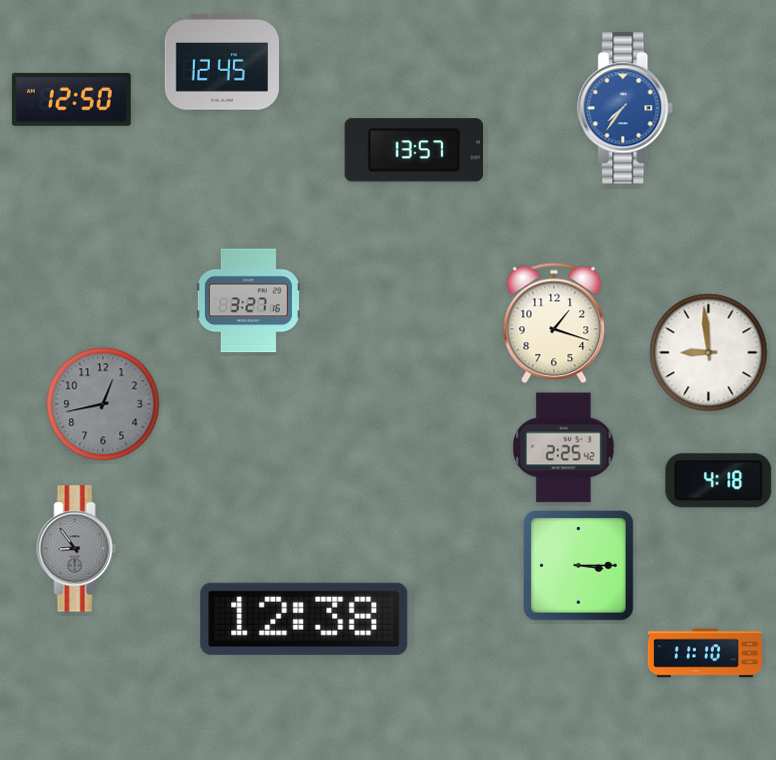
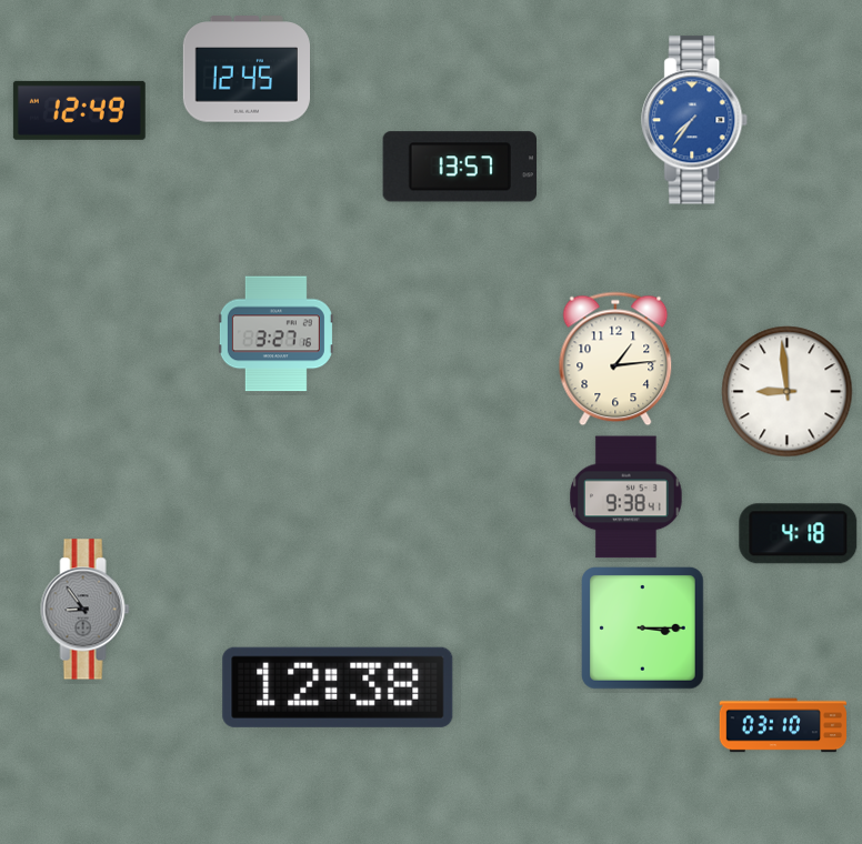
clock at (71, 99): 12:50 -> 12:49
clock at (554, 323): 1:18 -> 1:14
clock at (103, 404): 12:43 -> none
clock at (564, 448): 2:25 -> 9:38
clock at (705, 653): 11:10 -> 03:10
